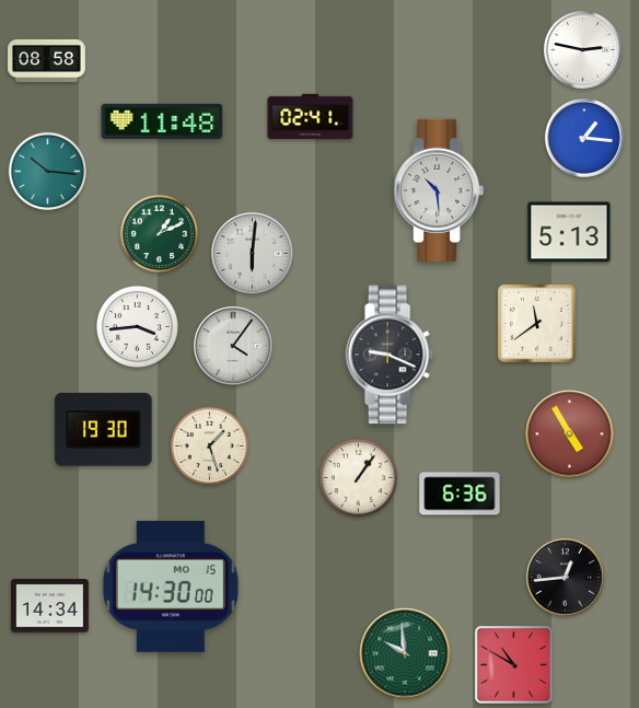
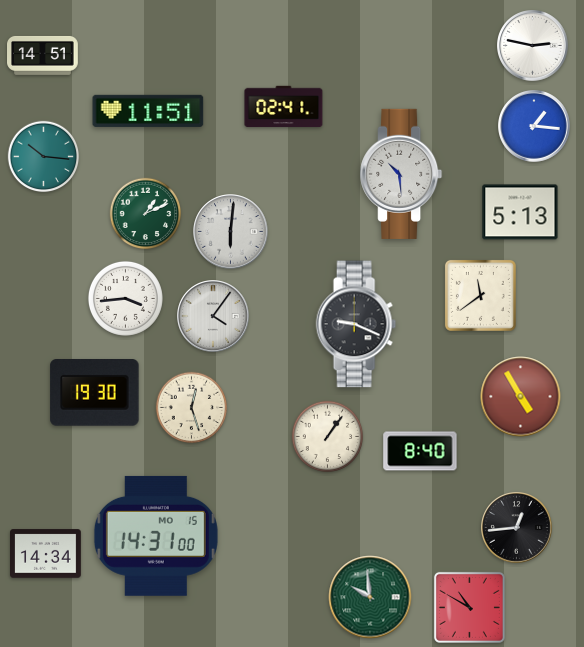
clock at (47, 60): 08:58 -> 14:51
clock at (162, 121): 11:48 -> 11:51
clock at (536, 323) position: (536, 323) -> (480, 295)
clock at (210, 446): 1:27 -> 12:27
clock at (460, 494): 6:36 -> 8:40
clock at (171, 587): 14:30 -> 14:31
